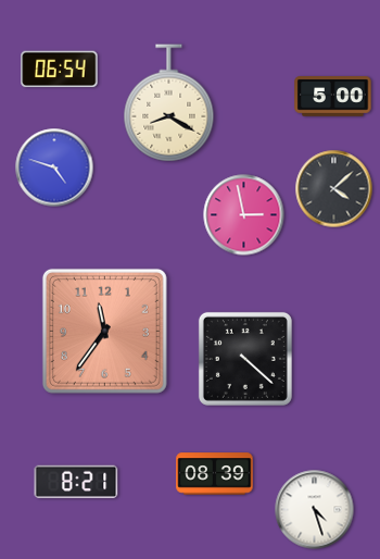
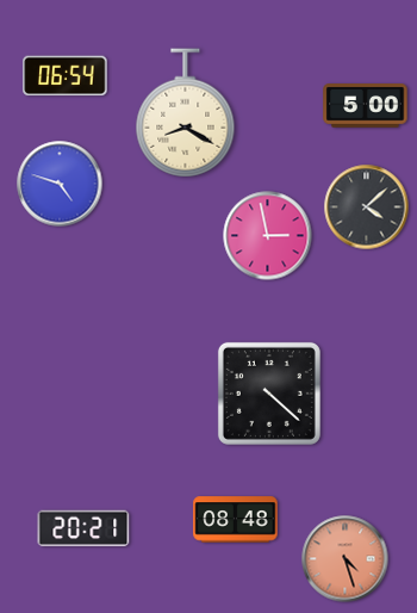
clock at (104, 331): 11:36 -> none
clock at (215, 474): 08:39 -> 08:48
clock at (76, 482): 8:21 -> 20:21
clock at (315, 510) dial: white -> salmon
